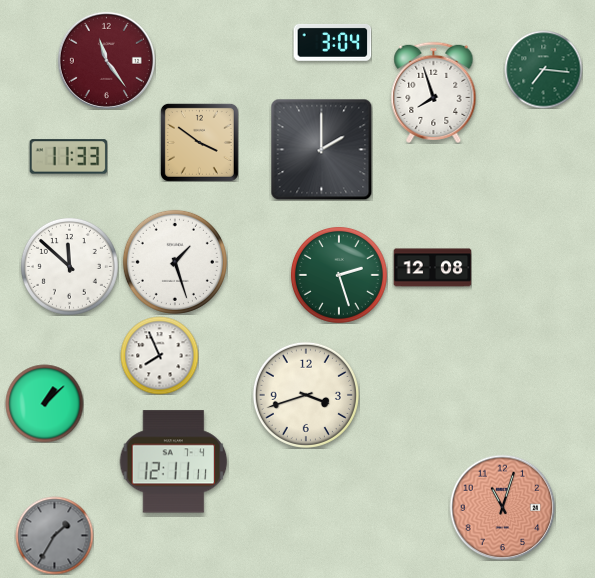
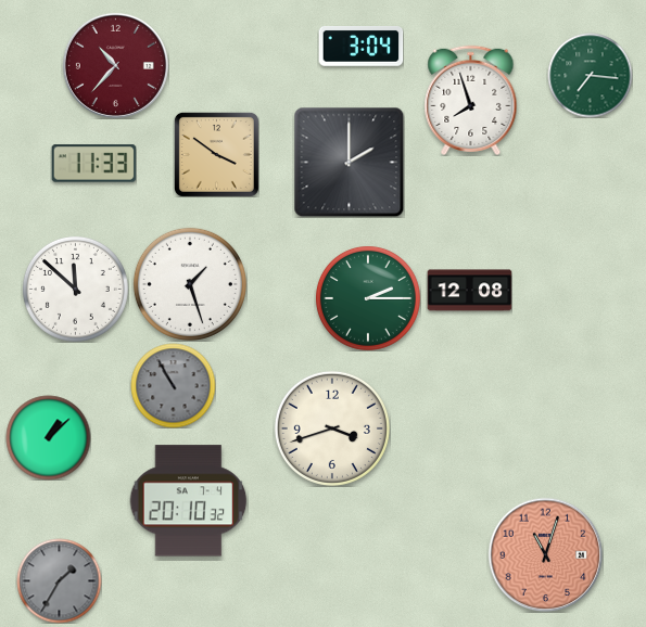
clock at (106, 60): 11:24 -> 10:37
clock at (68, 157) position: (68, 157) -> (93, 164)
clock at (339, 275): 2:27 -> 2:15
clock at (159, 355): 7:56 -> 10:55
clock at (159, 355) dial: white -> grey
clock at (173, 462): 12:11 -> 20:10
clock at (502, 507) position: (502, 507) -> (545, 554)
